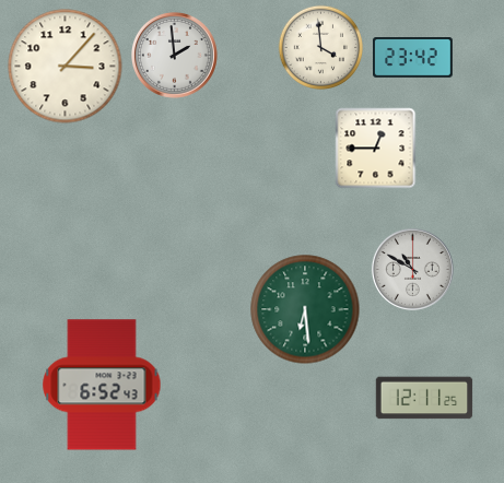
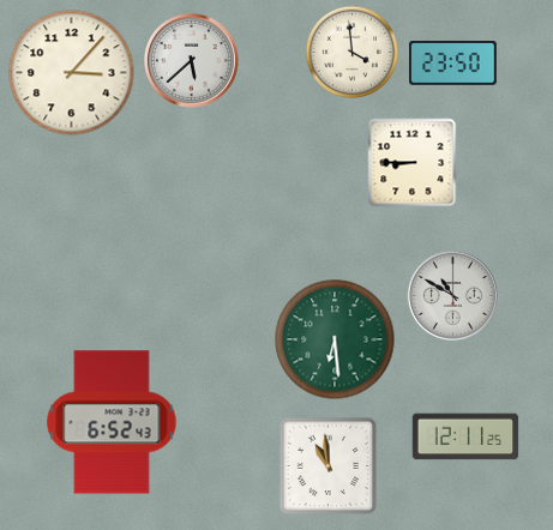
clock at (174, 55): 1:59 -> 5:38
clock at (413, 58): 23:42 -> 23:50
clock at (376, 149): 12:45 -> 8:45
clock at (329, 466): none -> 10:59
